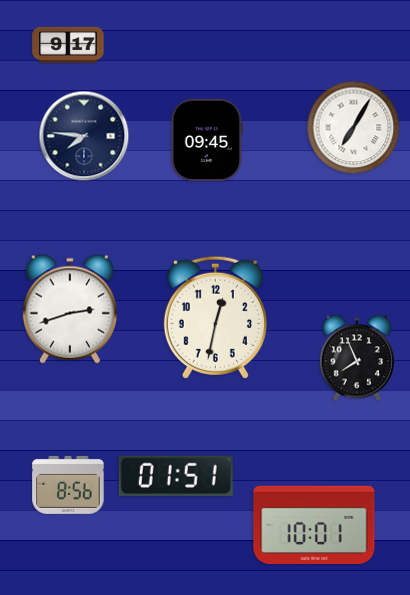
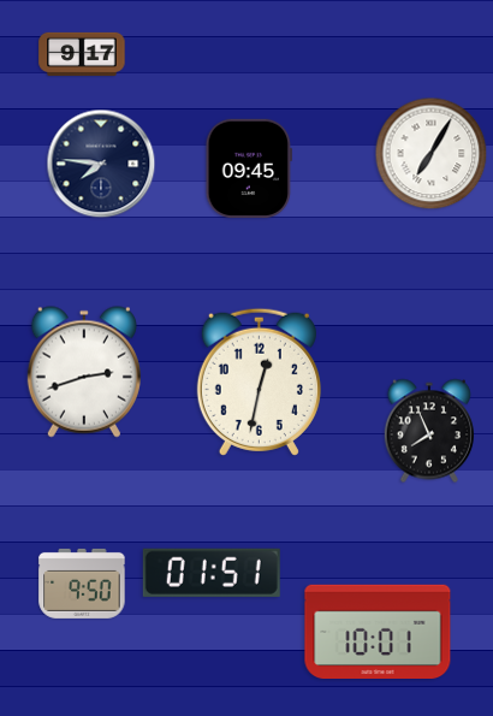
clock at (354, 128) position: (354, 128) -> (432, 154)
clock at (68, 485): 8:56 -> 9:50
